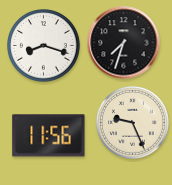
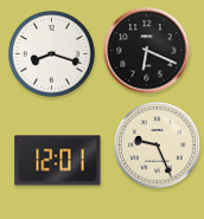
clock at (124, 43): 7:33 -> 6:19
clock at (49, 136): 11:56 -> 12:01
